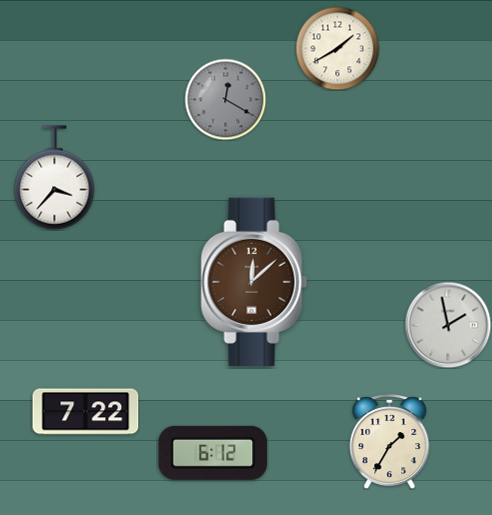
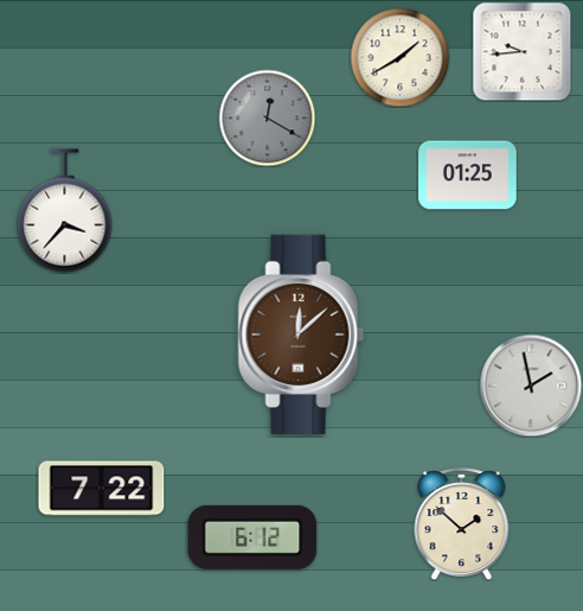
clock at (521, 51): none -> 9:44
clock at (468, 176): none -> 01:25
clock at (390, 442): 1:35 -> 1:52
